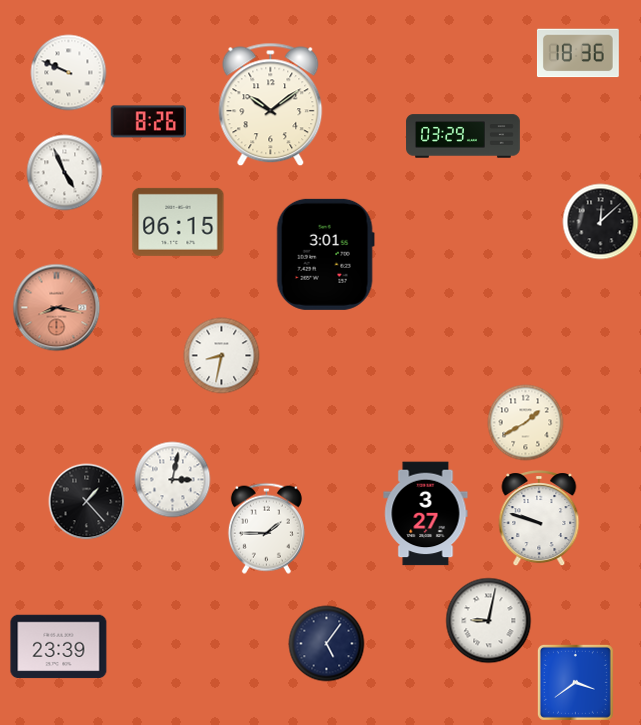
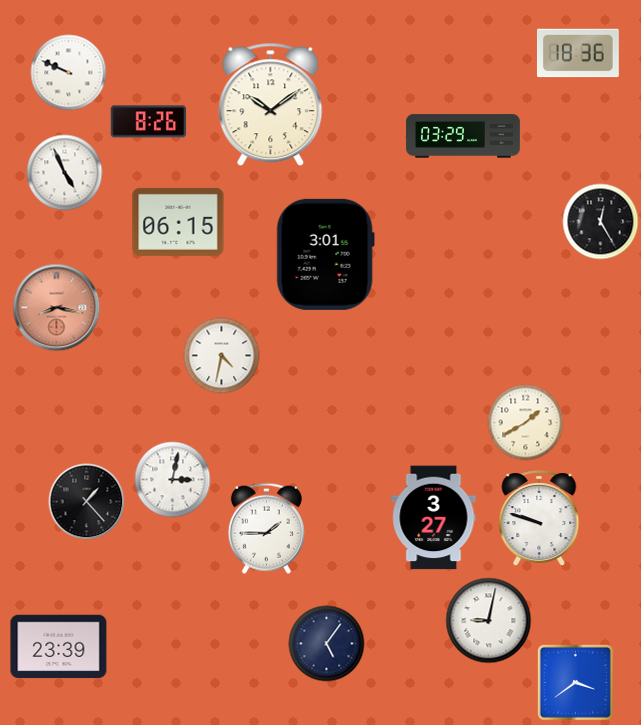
clock at (601, 222): 12:08 -> 12:25
clock at (222, 356): 8:32 -> 4:32
clock at (426, 514) position: (426, 514) -> (434, 518)
